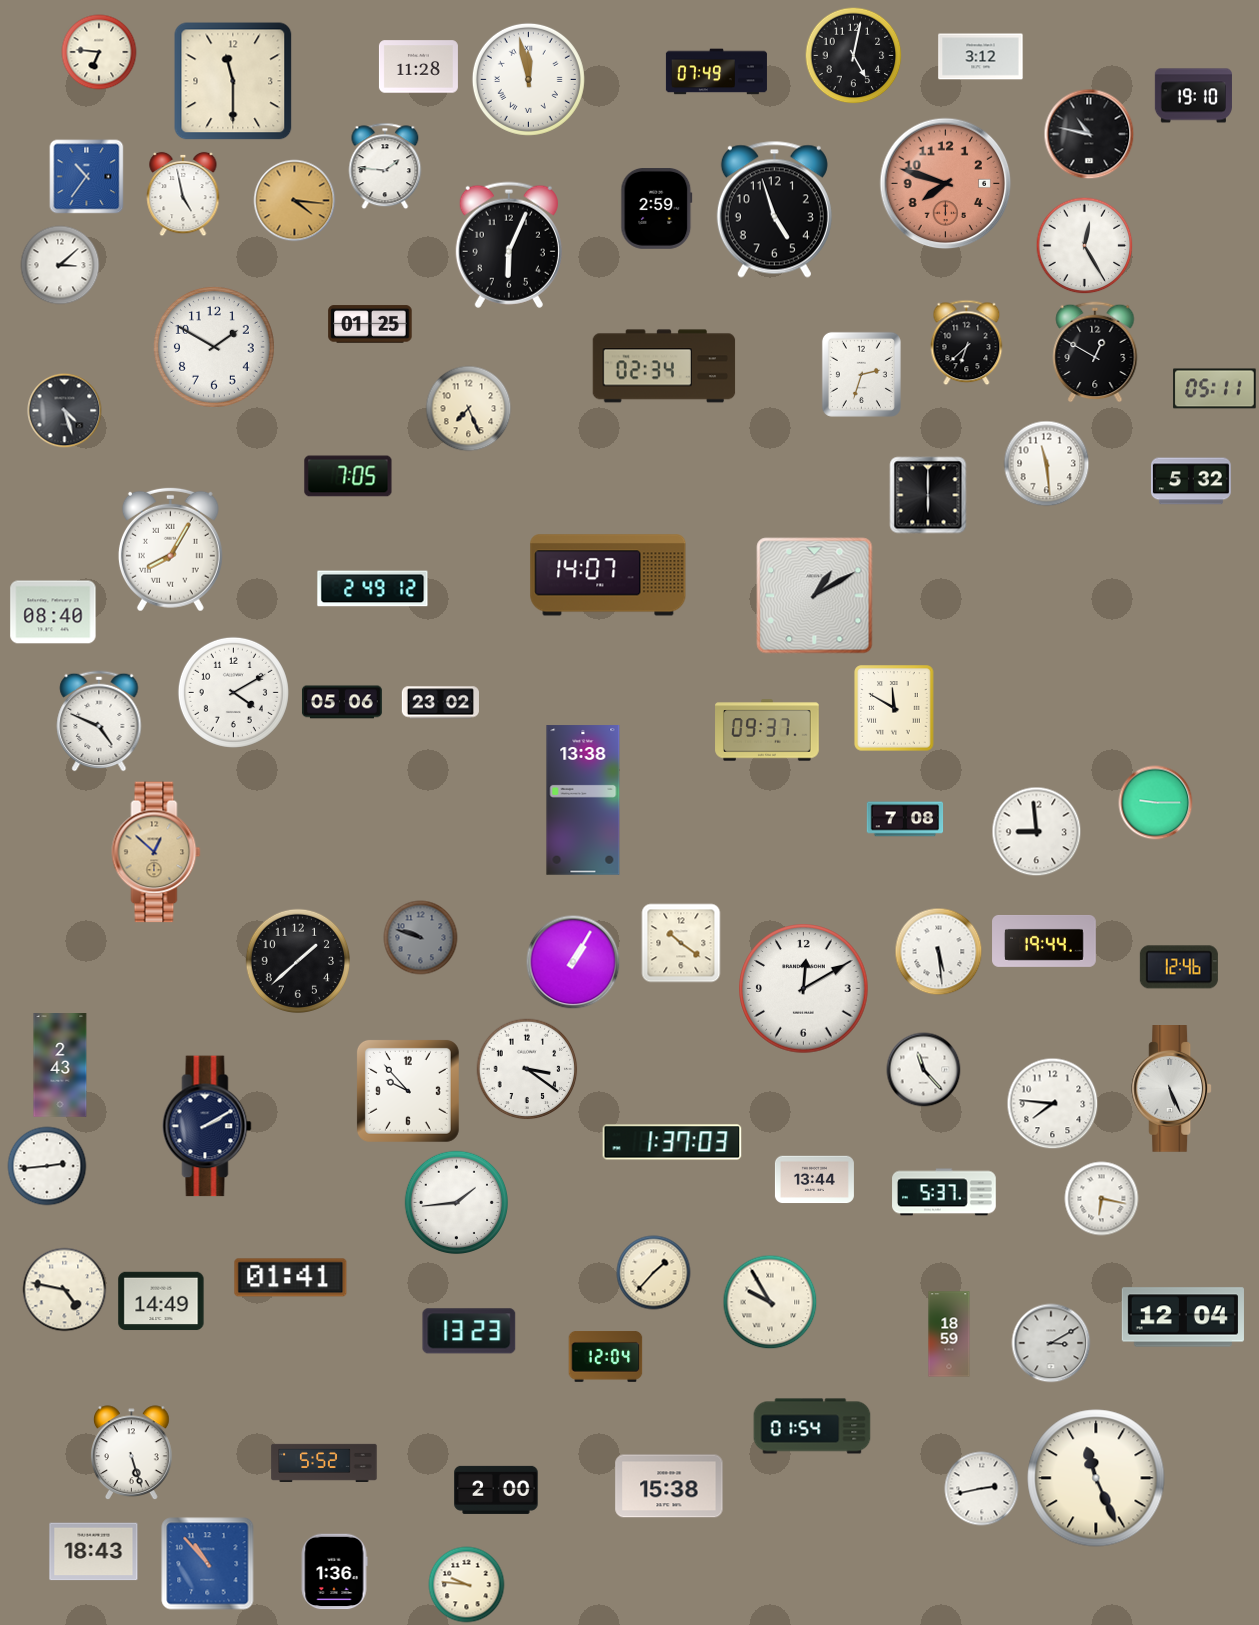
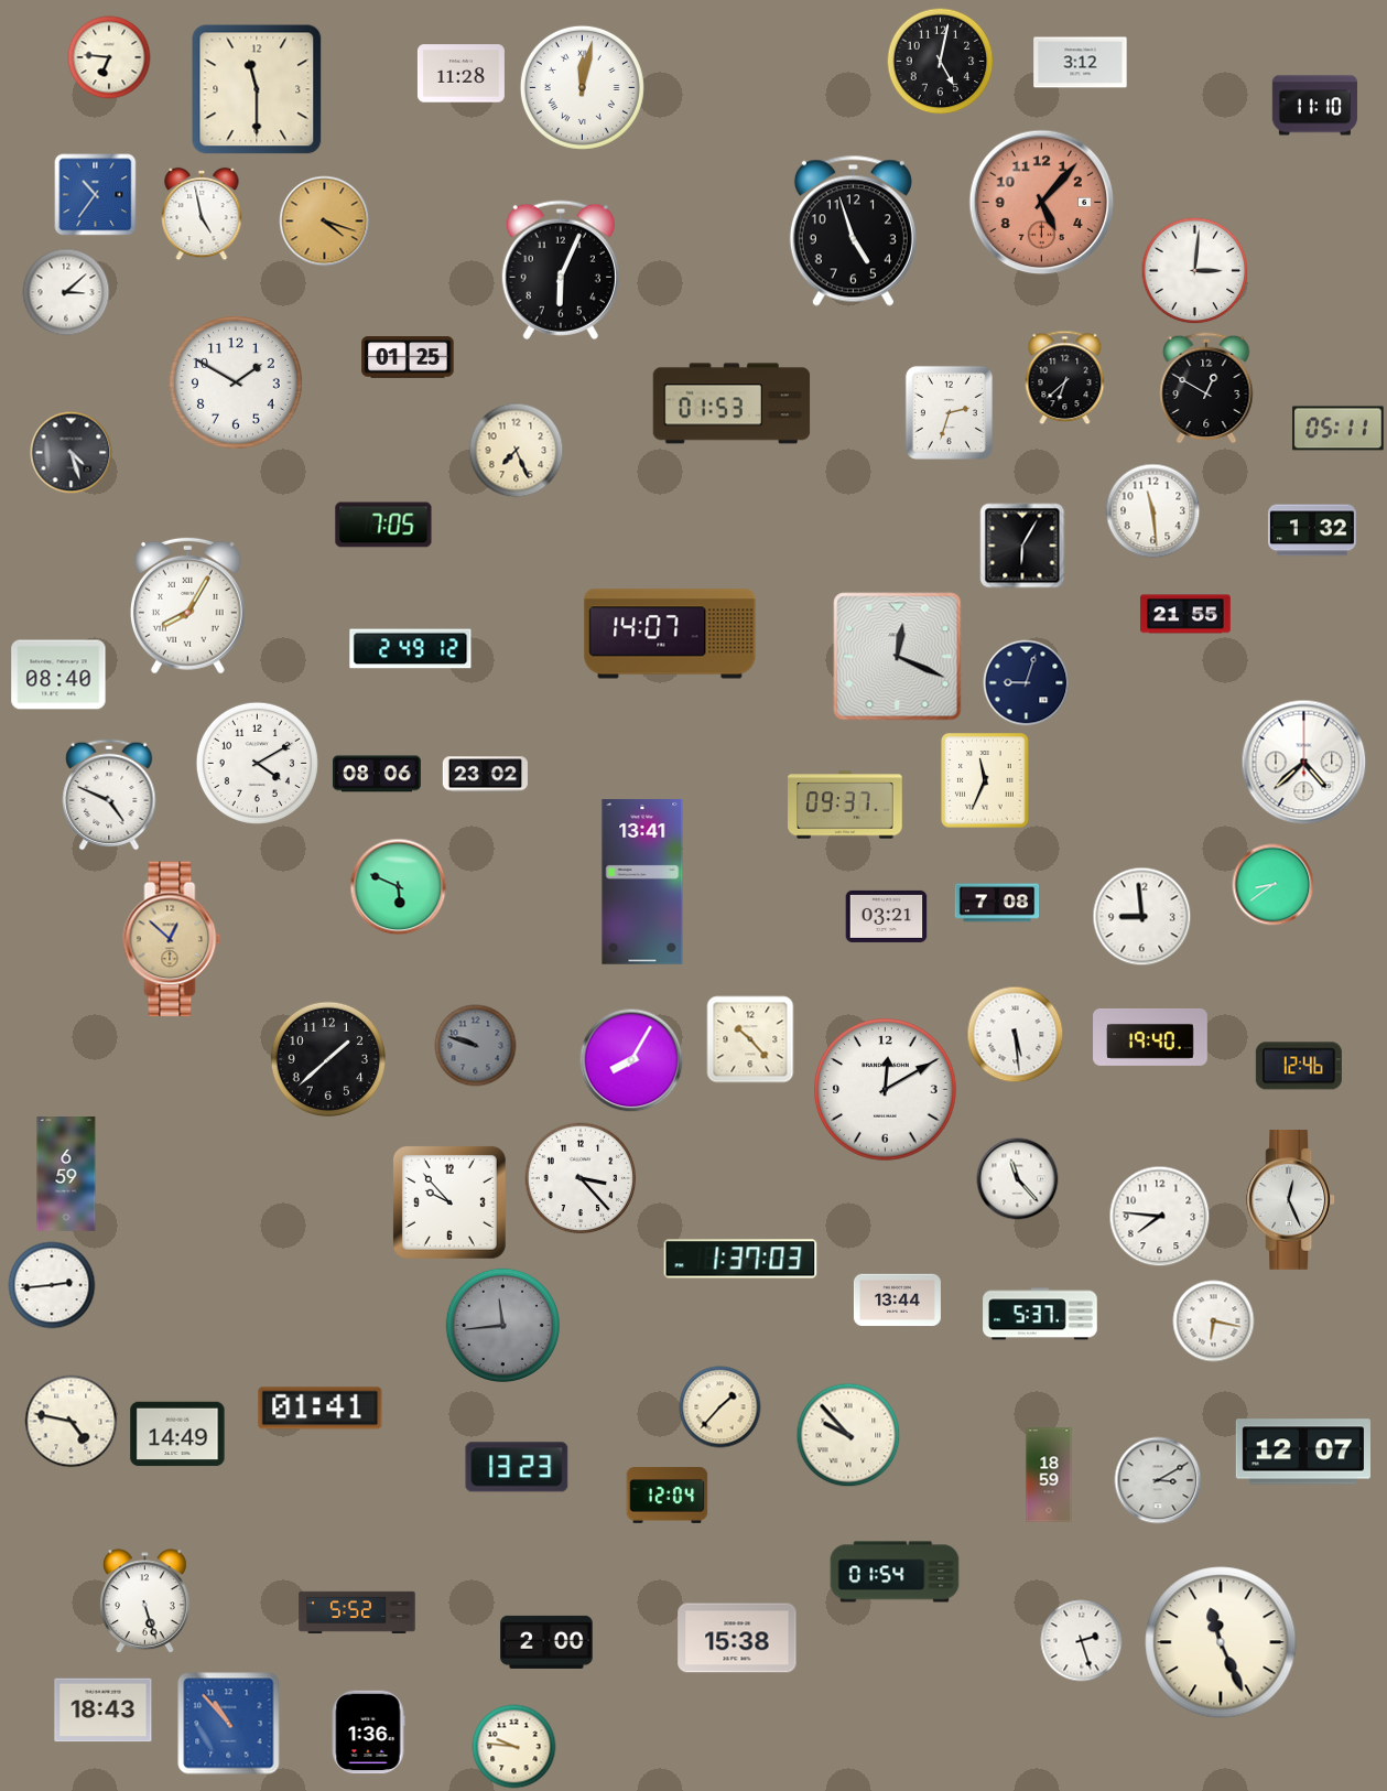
clock at (716, 72): 07:49 -> none
clock at (528, 79): 11:58 -> 12:02
clock at (1193, 96): 19:10 -> 11:10
clock at (1089, 134): 10:47 -> none
clock at (385, 166): 1:46 -> none
clock at (946, 184): 7:48 -> 5:07
clock at (295, 201): 4:16 -> 4:18
clock at (657, 209): 2:59 -> none
clock at (1085, 246): 12:25 -> 3:01
clock at (664, 366): 02:34 -> 01:53
clock at (1191, 481): 5:32 -> 1:32
clock at (928, 495): 6:00 -> 6:05
clock at (1185, 614): none -> 21:55
clock at (815, 596): 1:10 -> 12:19
clock at (1027, 683): none -> 9:03
clock at (1304, 763): none -> 4:38
clock at (342, 702): 05:06 -> 08:06
clock at (894, 708): 11:50 -> 11:34
clock at (583, 800): 13:38 -> 13:41
clock at (1156, 803): 9:15 -> 8:39
clock at (399, 887): none -> 5:49
clock at (887, 916): none -> 03:21
clock at (421, 938) position: (421, 938) -> (476, 1046)
clock at (1044, 941): 19:44 -> 19:40
clock at (681, 943): 10:21 -> 10:23
clock at (939, 952) position: (939, 952) -> (1016, 1035)
clock at (573, 962): 1:05 -> 8:05
clock at (60, 1065): 2:43 -> 6:59
clock at (527, 1069): 3:21 -> 3:23
clock at (1172, 1089): 5:26 -> 12:26
clock at (207, 1126): 2:10 -> none
clock at (457, 1202): 1:44 -> 11:44
clock at (457, 1202) dial: white -> grey
clock at (654, 1273) position: (654, 1273) -> (720, 1407)
clock at (770, 1302): 9:55 -> 9:53
clock at (1183, 1317): 12:04 -> 12:07
clock at (949, 1334) position: (949, 1334) -> (1049, 1475)
clock at (1096, 1478) position: (1096, 1478) -> (1221, 1642)
clock at (982, 1489): 2:43 -> 2:27
